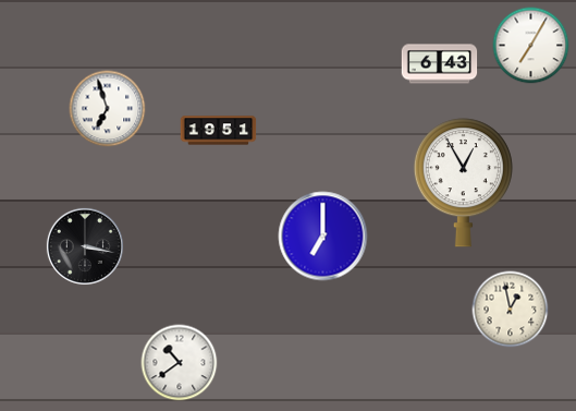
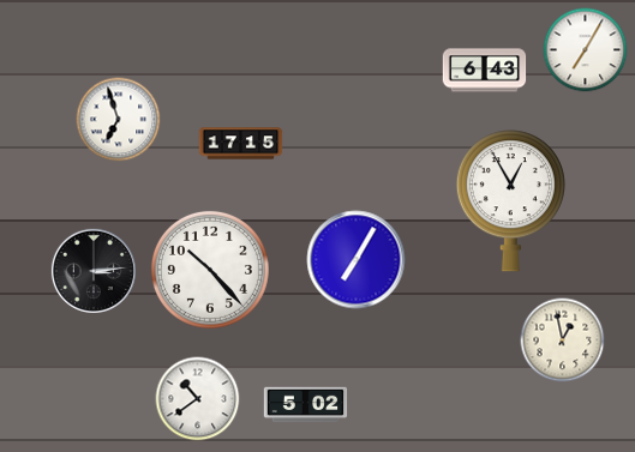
clock at (219, 131): 19:51 -> 17:15
clock at (323, 237): 7:00 -> 7:05
clock at (210, 270): none -> 10:23
clock at (85, 246): 3:17 -> 3:14
clock at (306, 405): none -> 5:02
